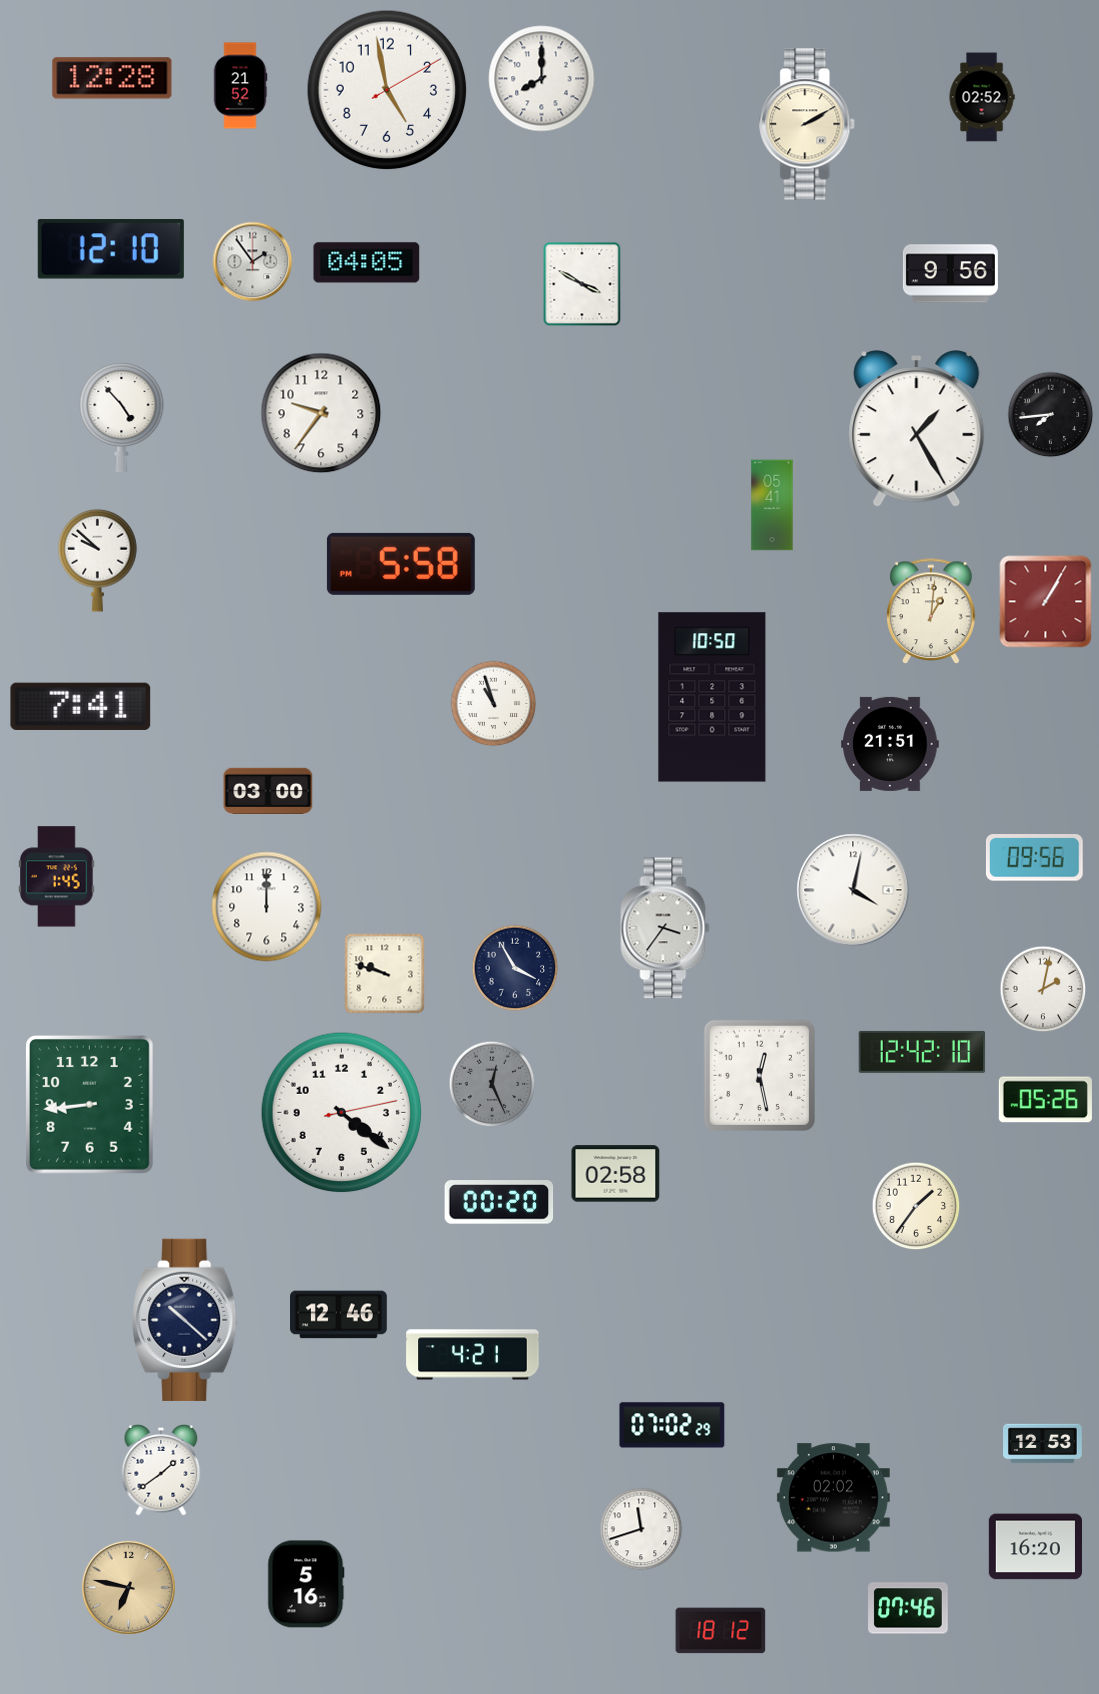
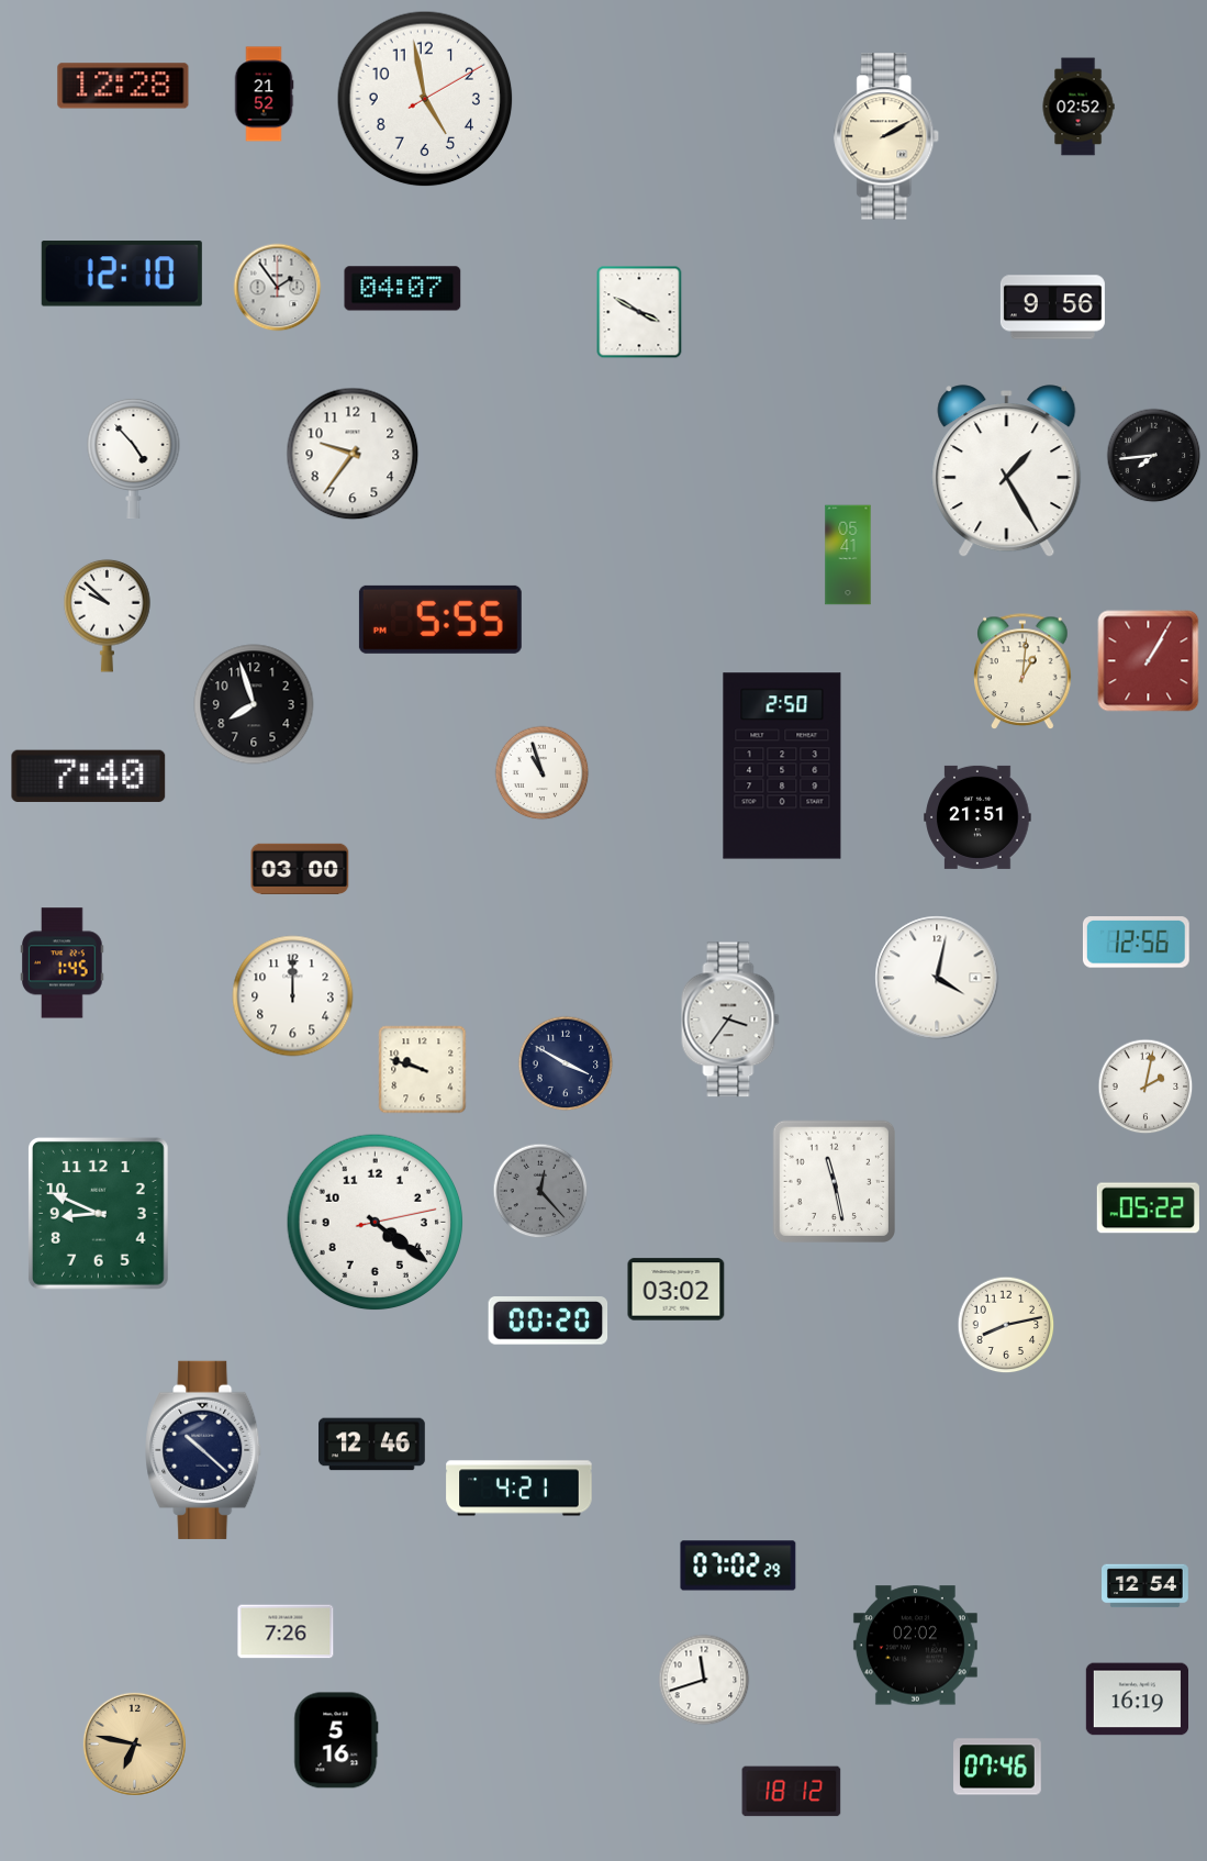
clock at (542, 79): 8:00 -> none
clock at (367, 263): 04:05 -> 04:07
clock at (950, 274) position: (950, 274) -> (1052, 308)
clock at (401, 564): 5:58 -> 5:55
clock at (254, 704): none -> 7:57
clock at (712, 697): 10:50 -> 2:50
clock at (81, 706): 7:41 -> 7:40
clock at (268, 791) position: (268, 791) -> (300, 869)
clock at (1034, 858): 09:56 -> 12:56
clock at (515, 968): 3:55 -> 3:50
clock at (922, 1052): 12:42 -> none
clock at (759, 1075): 12:28 -> 11:28
clock at (492, 1084): 12:26 -> 12:23
clock at (1045, 1100): 05:26 -> 05:22
clock at (89, 1104): 8:44 -> 8:49
clock at (616, 1174): 02:58 -> 03:02
clock at (916, 1206): 1:36 -> 8:13
clock at (1043, 1444): 12:53 -> 12:54
clock at (161, 1470): 1:39 -> none
clock at (286, 1631): none -> 7:26
clock at (1035, 1547): 16:20 -> 16:19
clock at (128, 1587) position: (128, 1587) -> (134, 1743)
